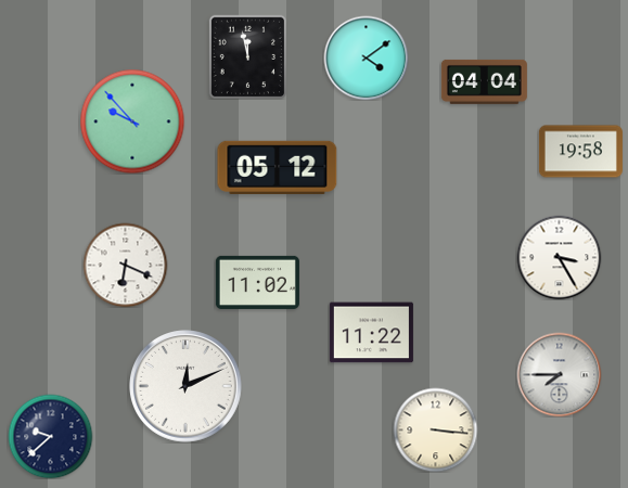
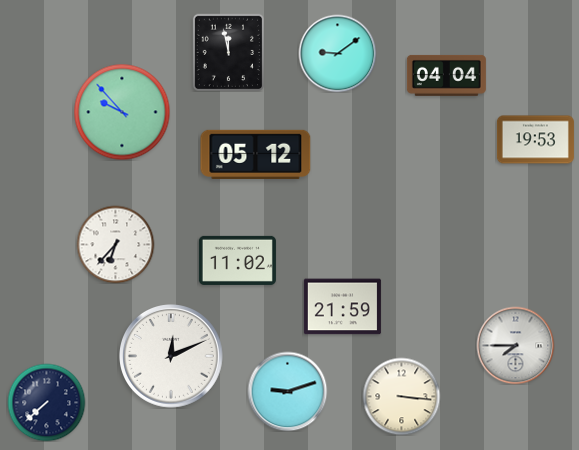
clock at (366, 57): 4:09 -> 9:09
clock at (580, 152): 19:58 -> 19:53
clock at (559, 257): 3:25 -> none
clock at (125, 265): 6:19 -> 6:37
clock at (371, 333): 11:22 -> 21:59
clock at (287, 391): none -> 9:12
clock at (50, 436): 9:38 -> 7:38
